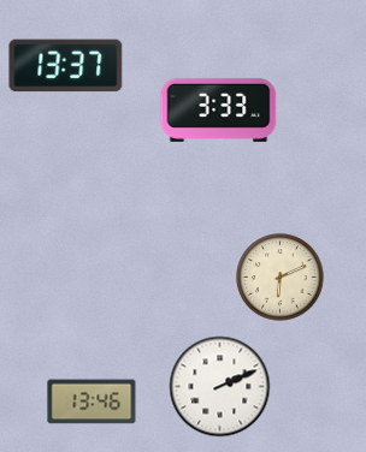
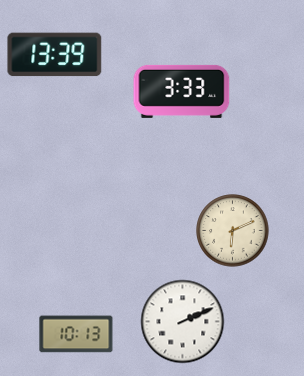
clock at (66, 66): 13:37 -> 13:39
clock at (91, 402): 13:46 -> 10:13
